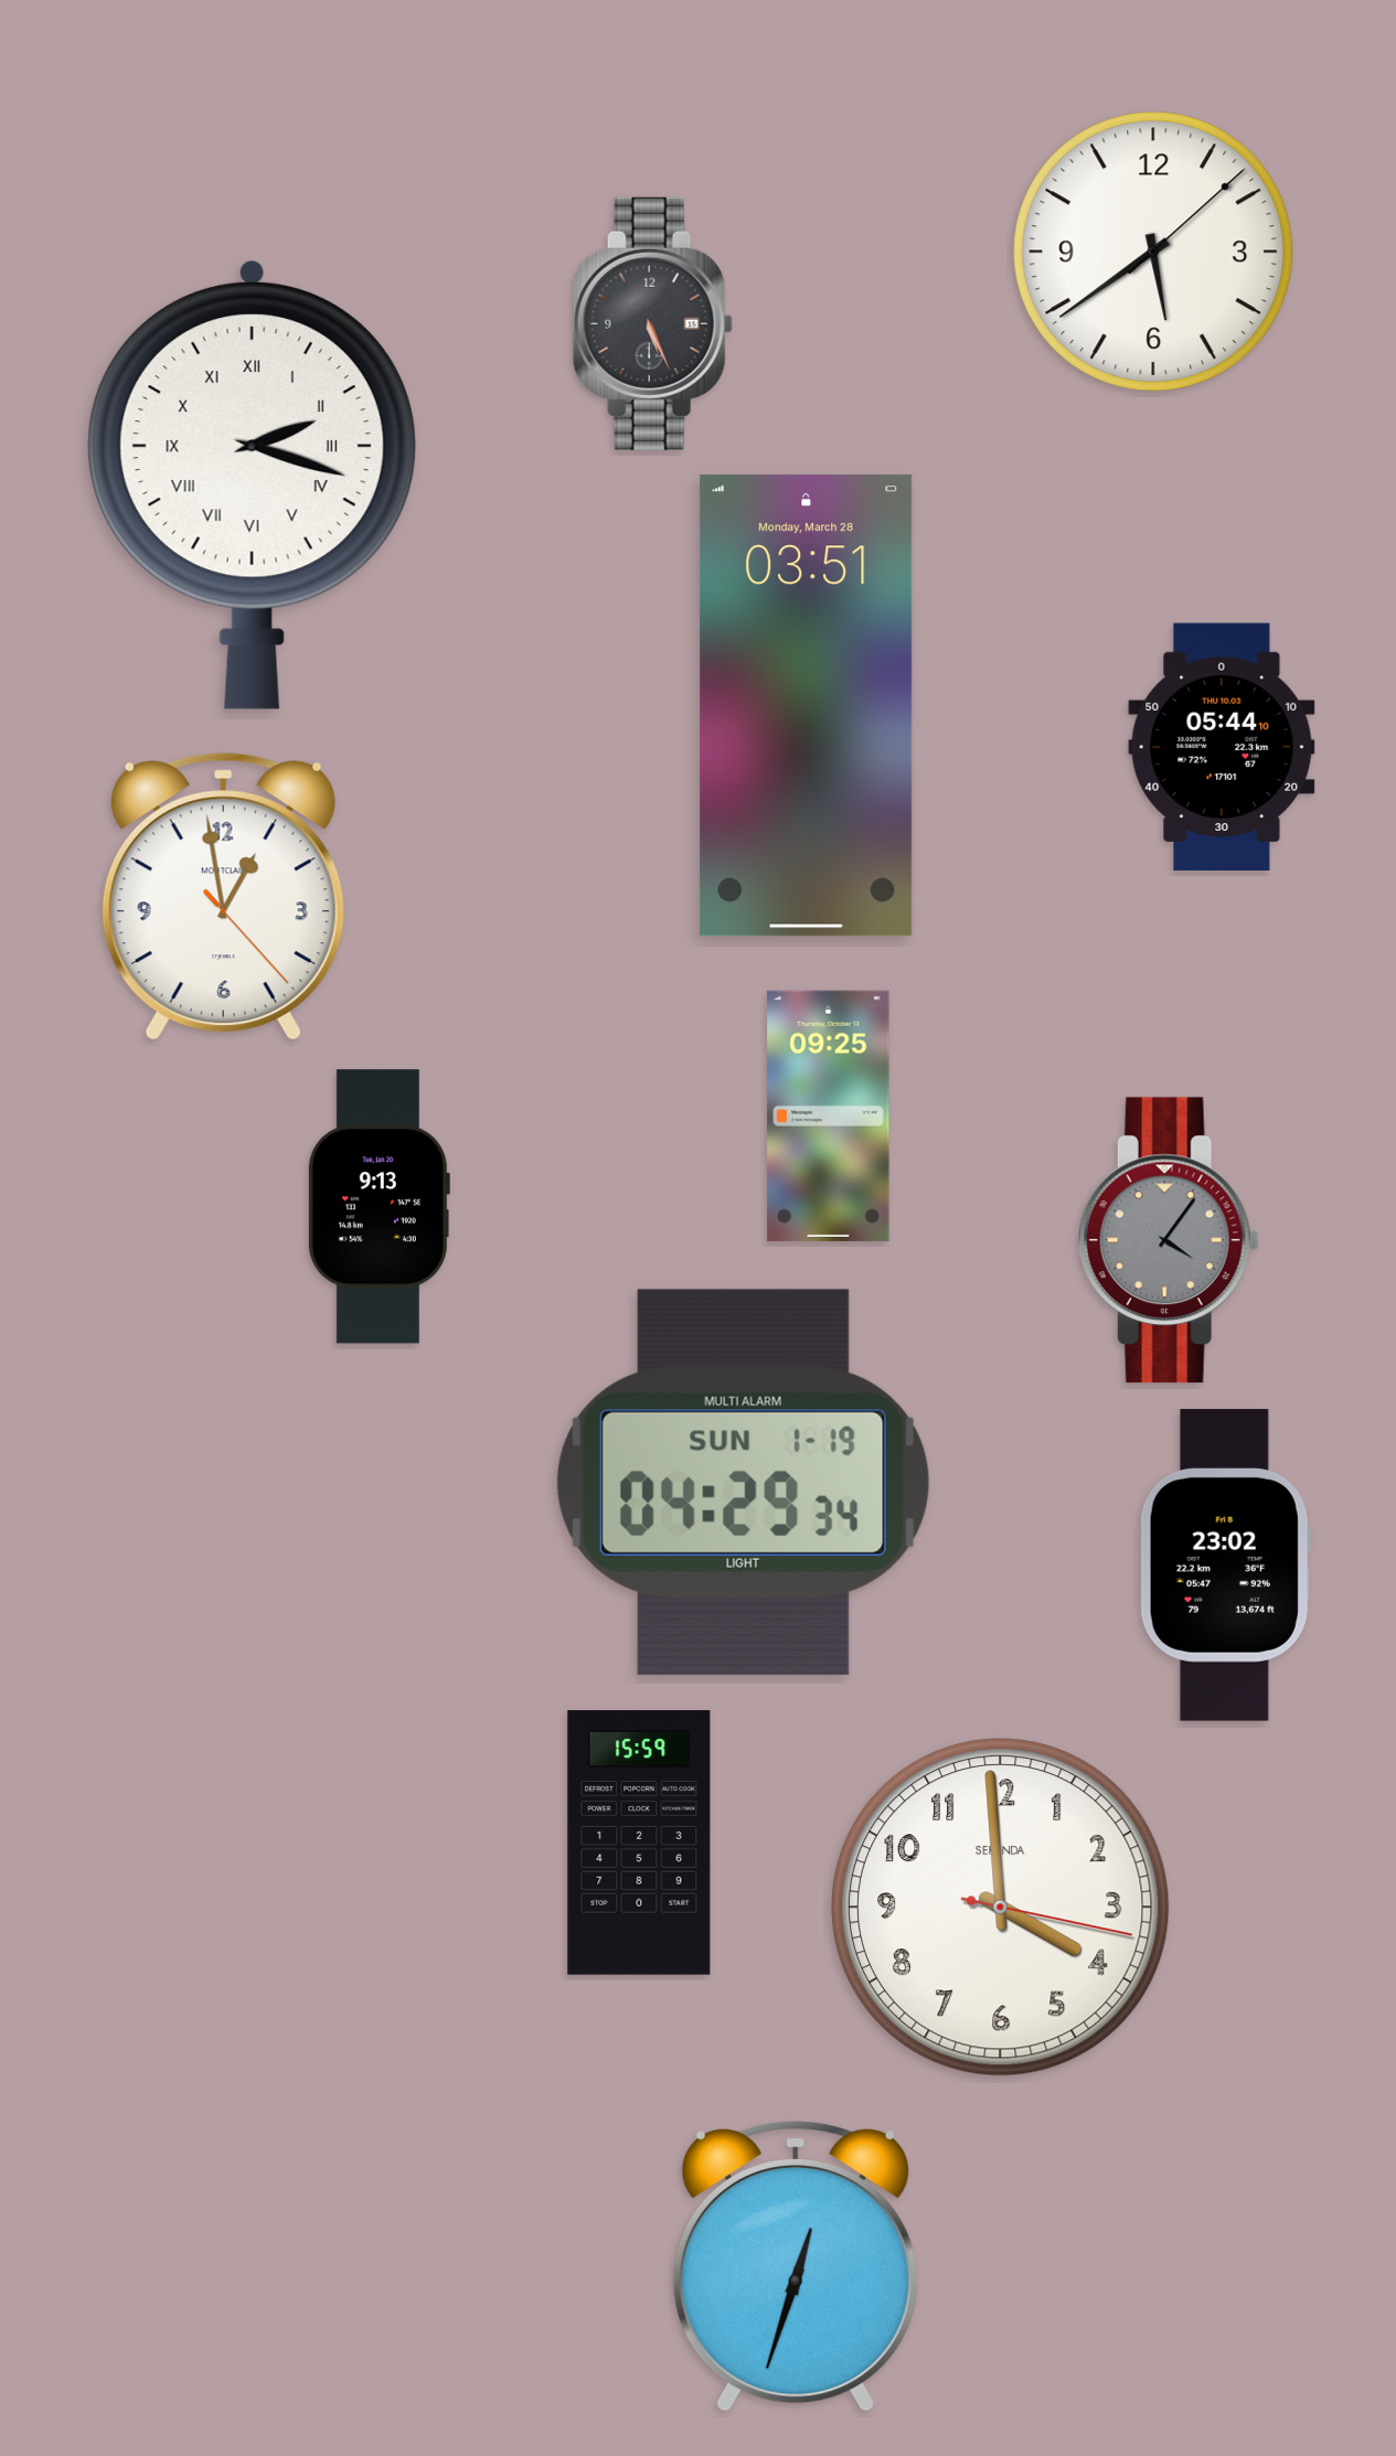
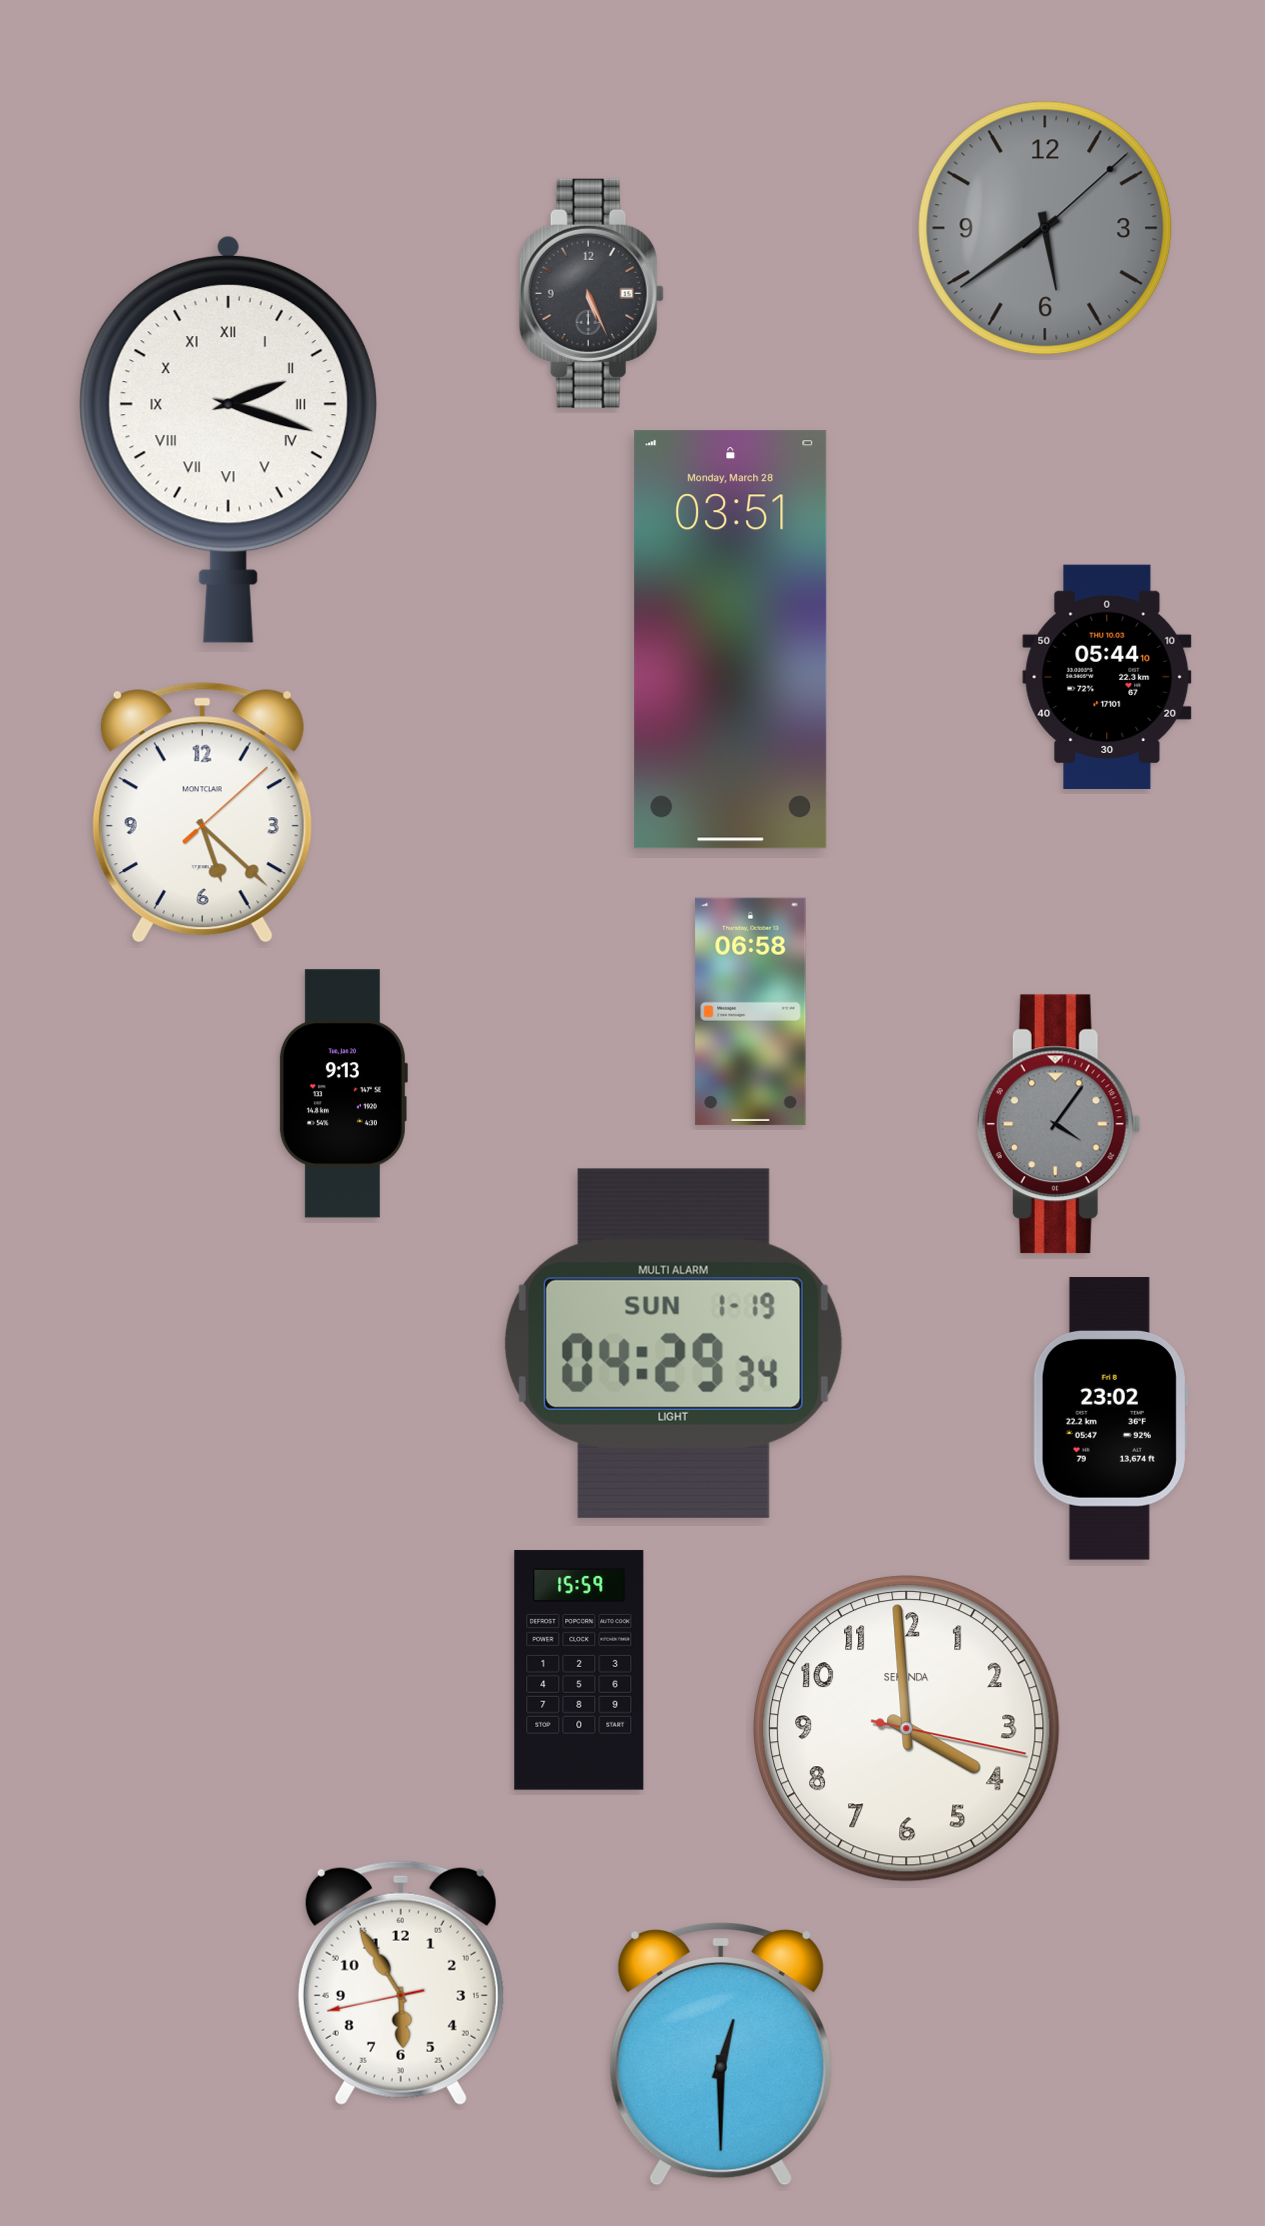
clock at (1153, 252) dial: white -> grey
clock at (223, 897): 12:58 -> 5:22
clock at (829, 1115): 09:25 -> 06:58
clock at (401, 1983): none -> 5:54
clock at (796, 2266): 12:33 -> 12:30
